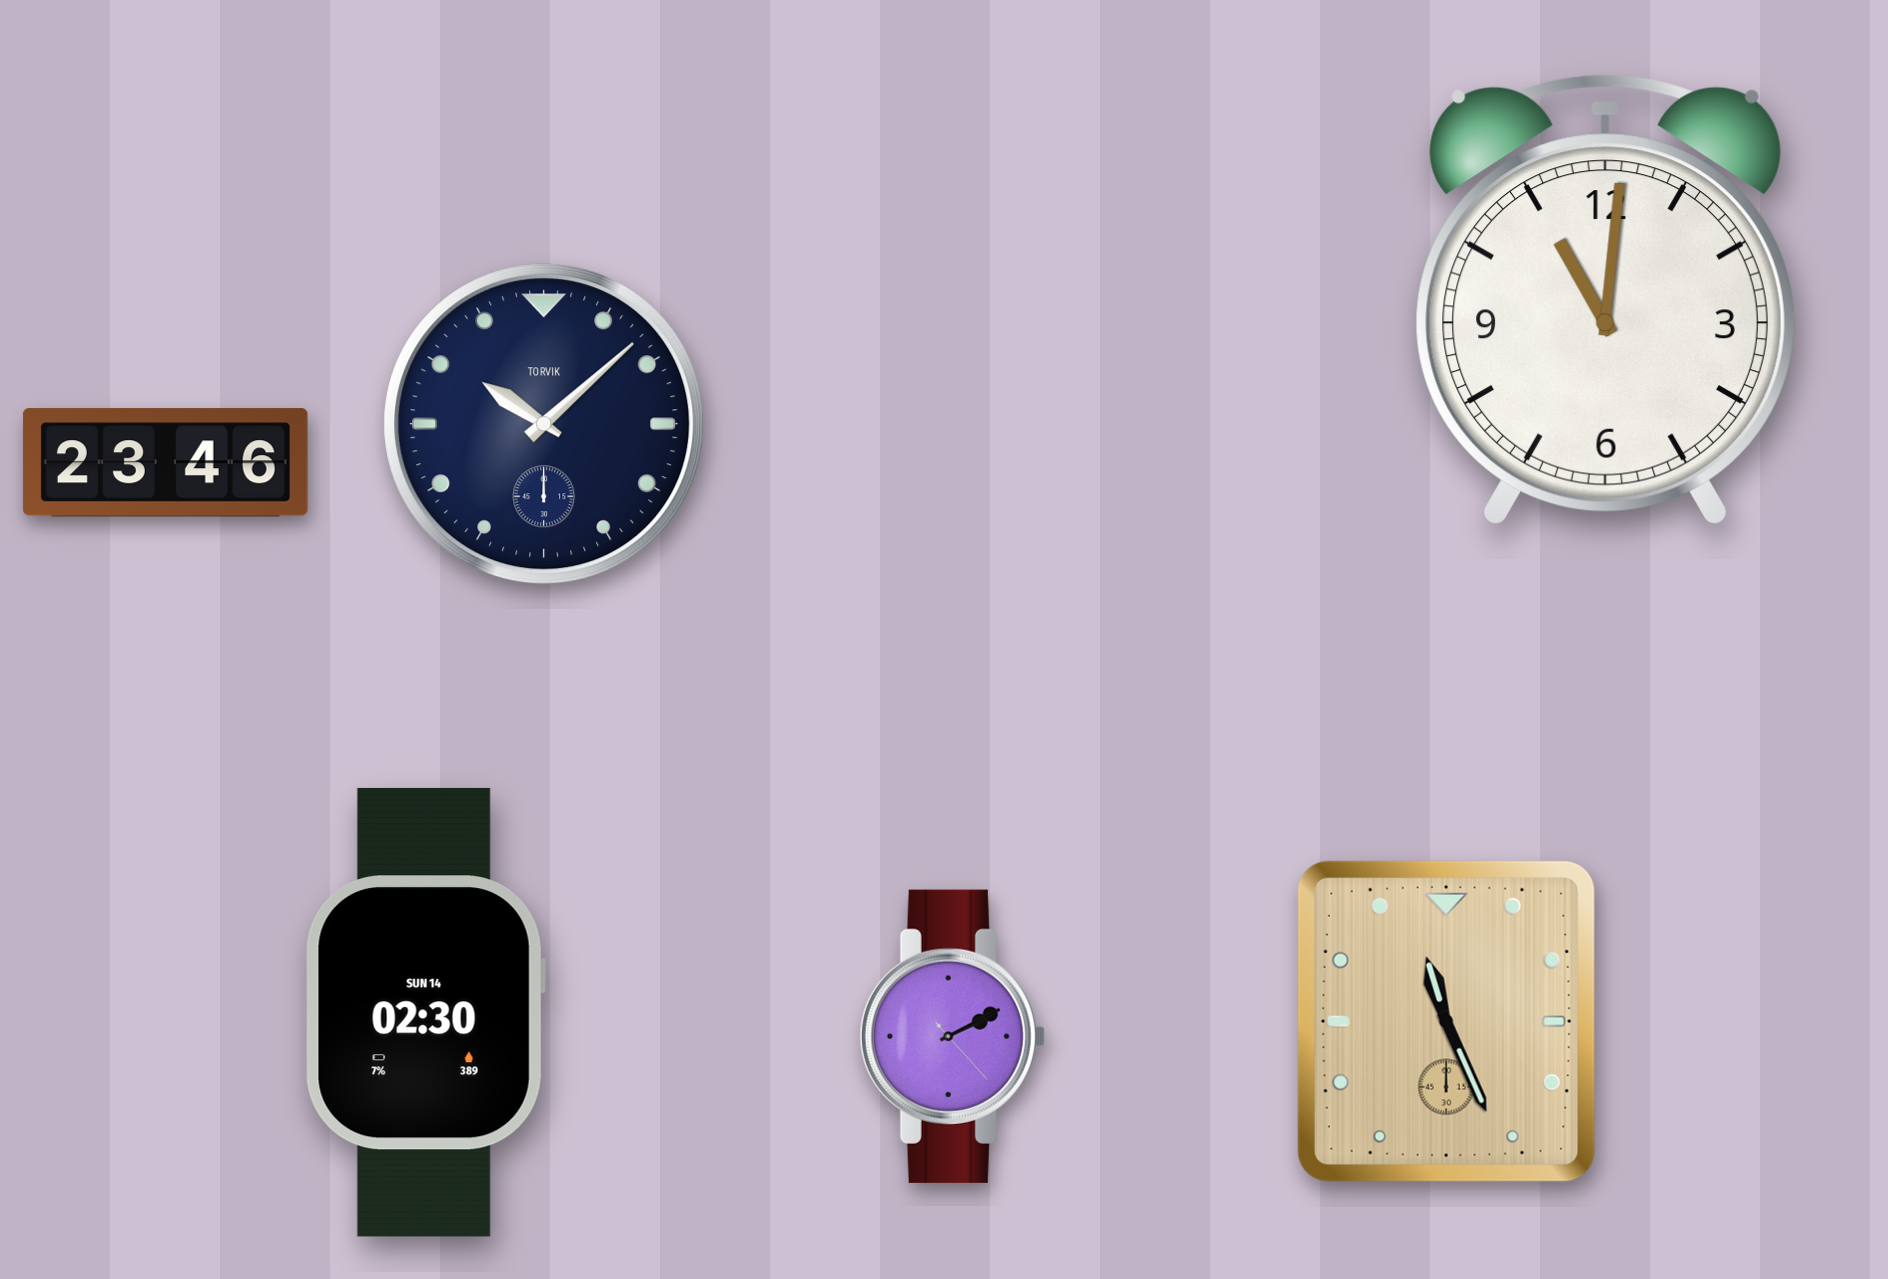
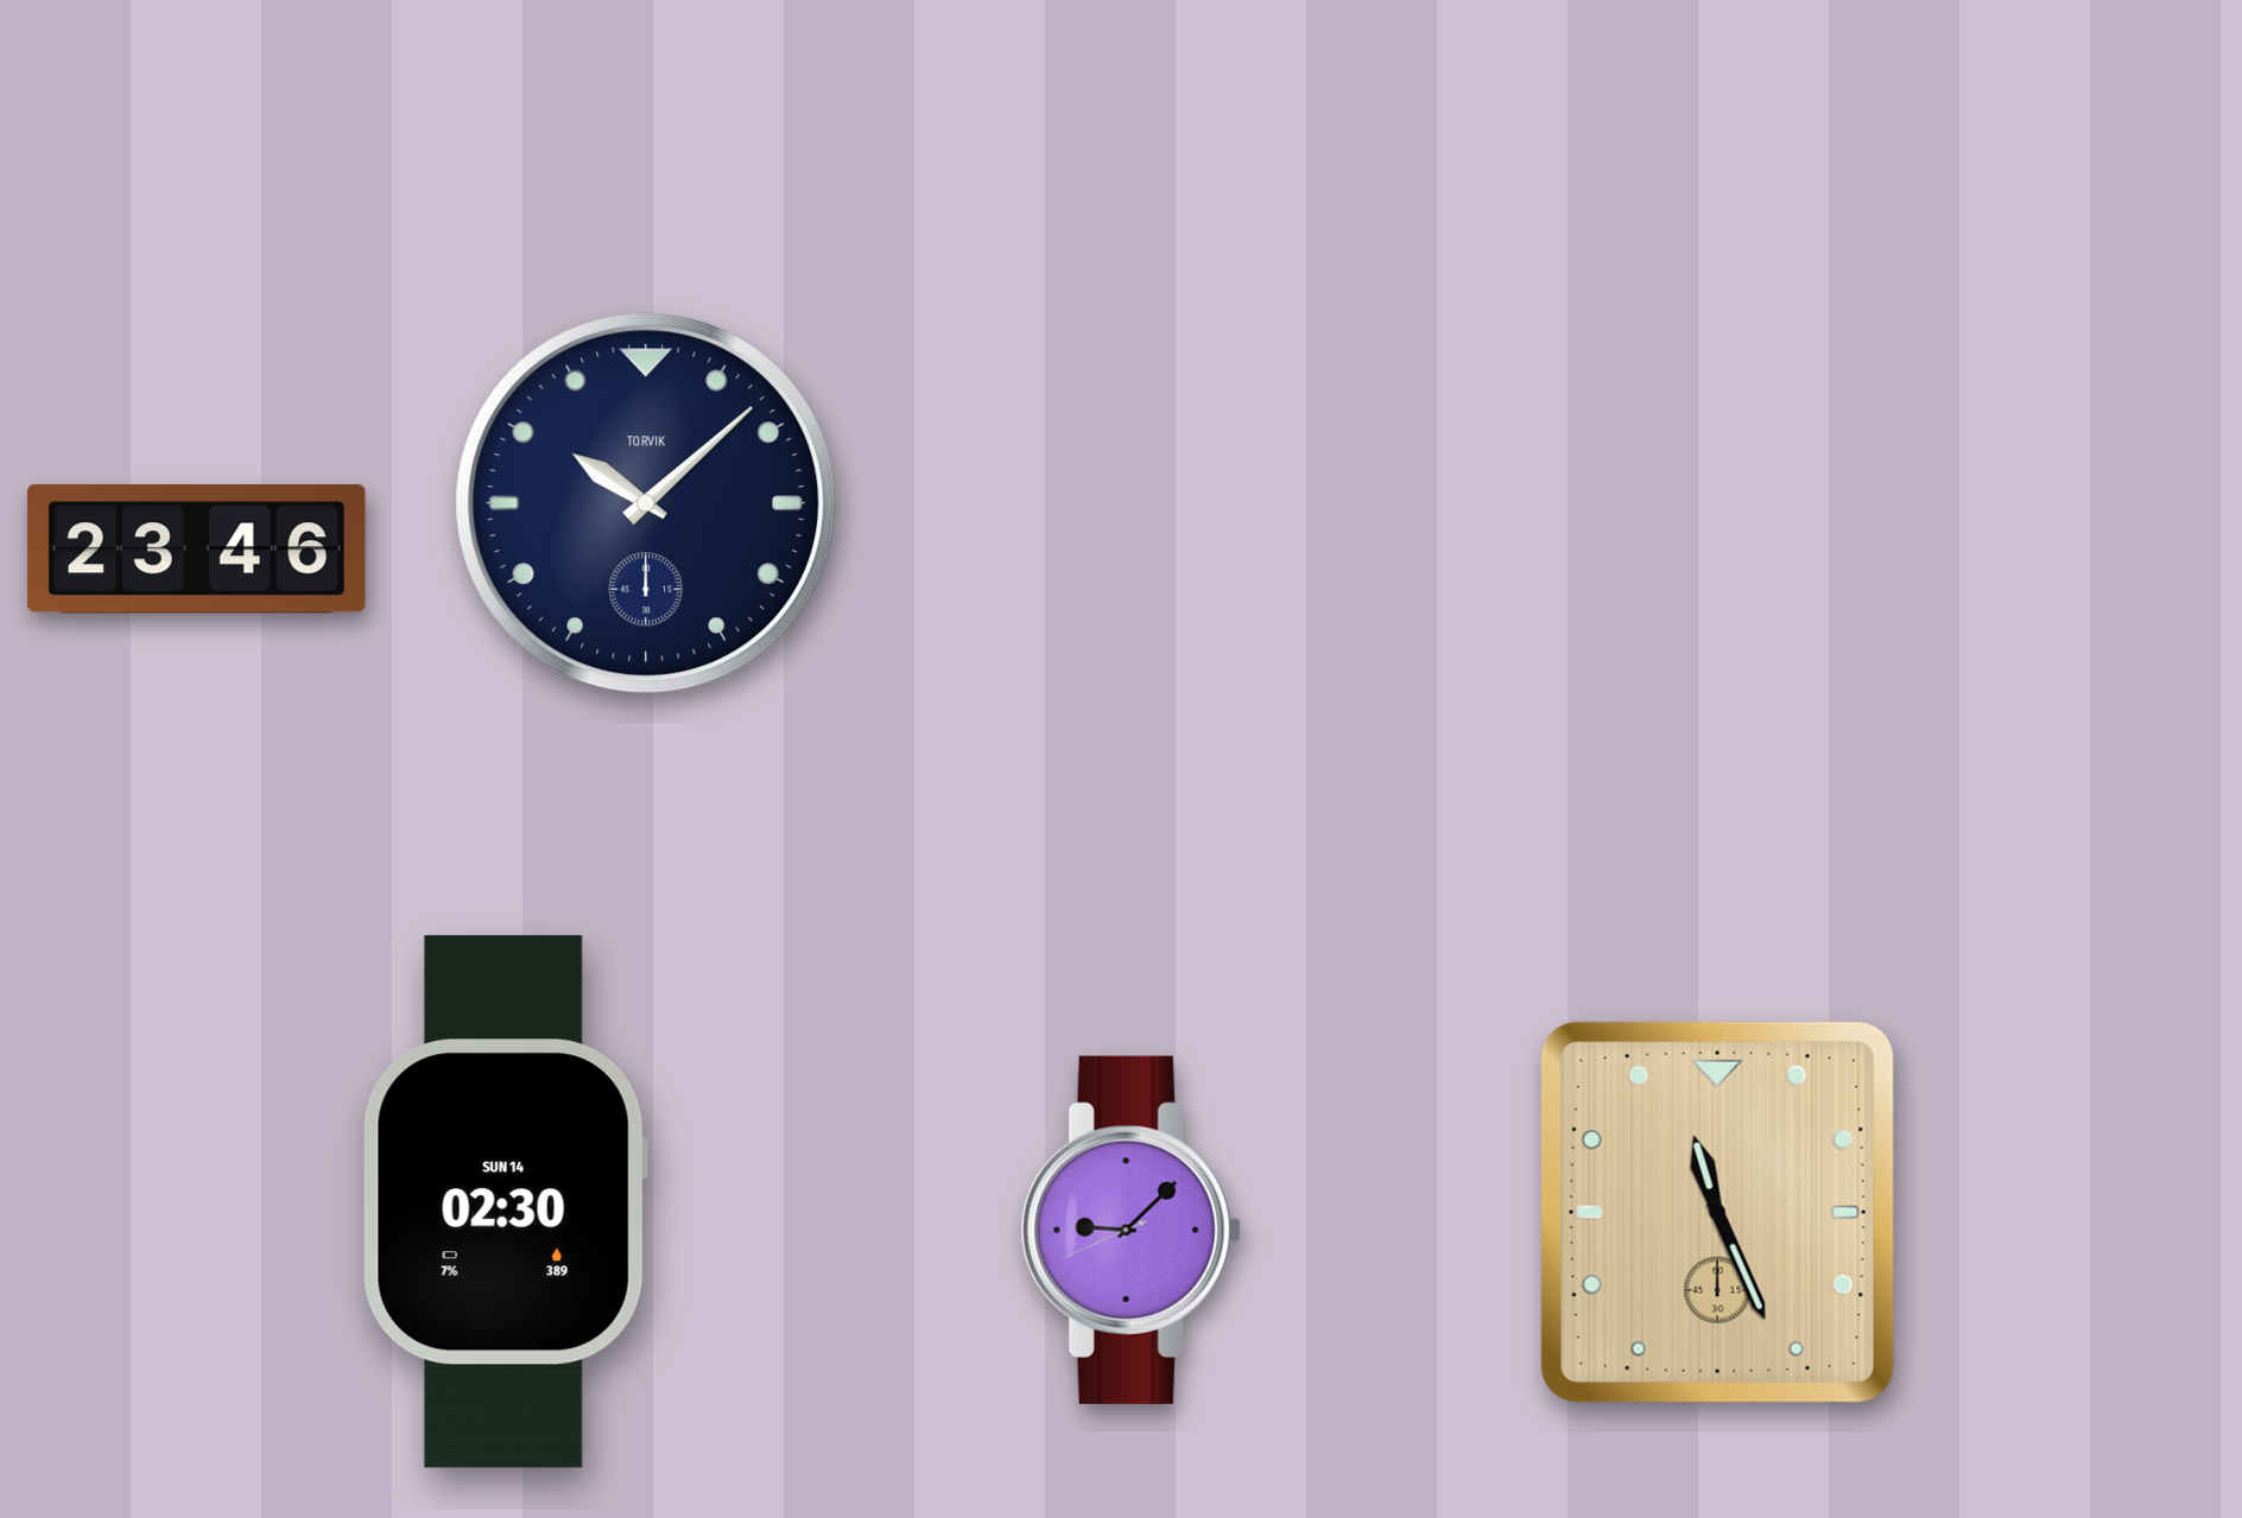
clock at (1605, 300): 11:01 -> none
clock at (952, 1036): 2:10 -> 9:07
